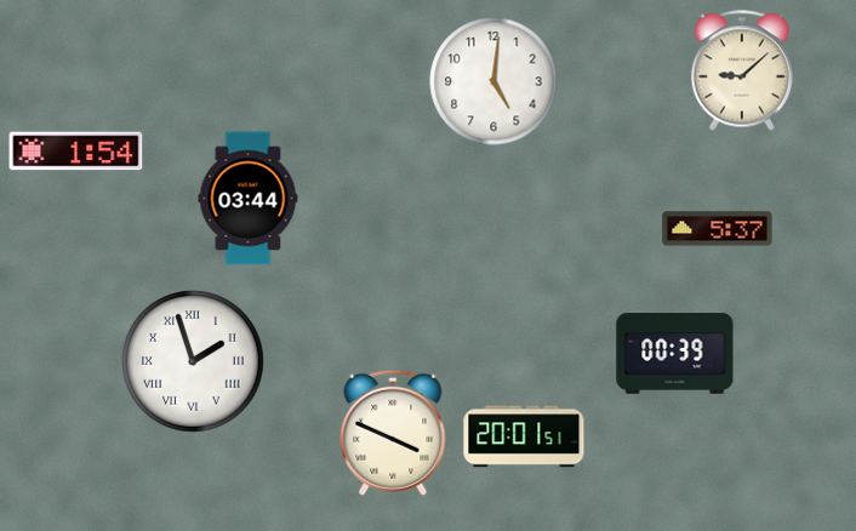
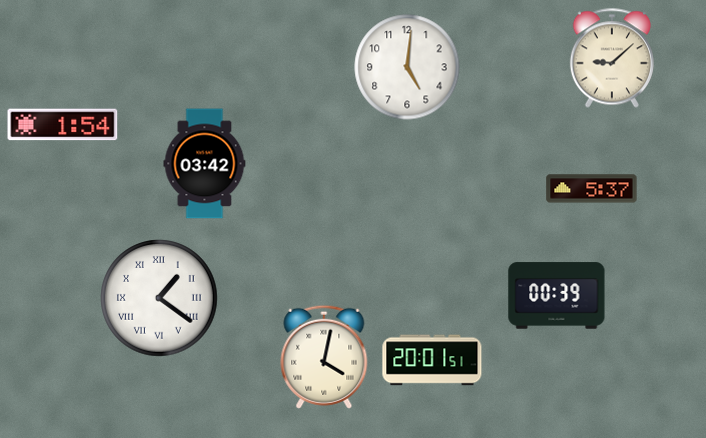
clock at (249, 199): 03:44 -> 03:42
clock at (675, 354) position: (675, 354) -> (557, 296)
clock at (193, 361): 1:57 -> 1:21
clock at (393, 433): 3:49 -> 4:02
